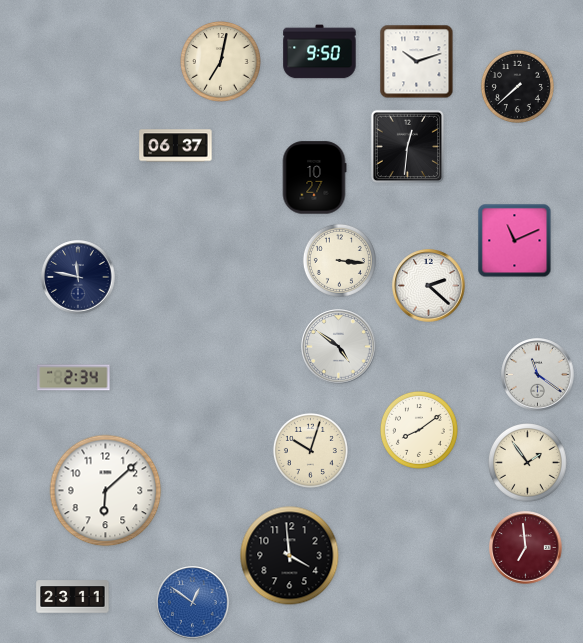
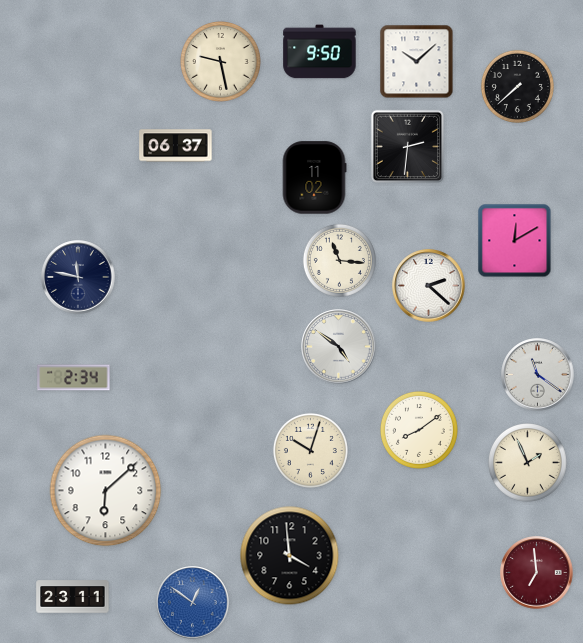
clock at (221, 62): 7:02 -> 9:28
clock at (417, 62): 10:12 -> 10:08
clock at (408, 147): 12:31 -> 2:31
clock at (314, 178): 10:27 -> 11:02
clock at (515, 241): 11:11 -> 12:10
clock at (339, 260): 3:16 -> 11:16
clock at (528, 463): 1:54 -> 1:56
clock at (526, 548) position: (526, 548) -> (537, 573)
